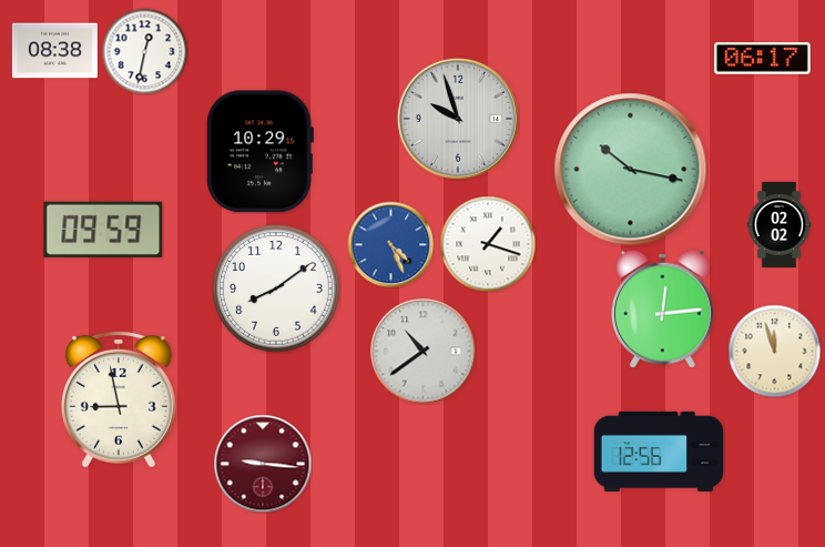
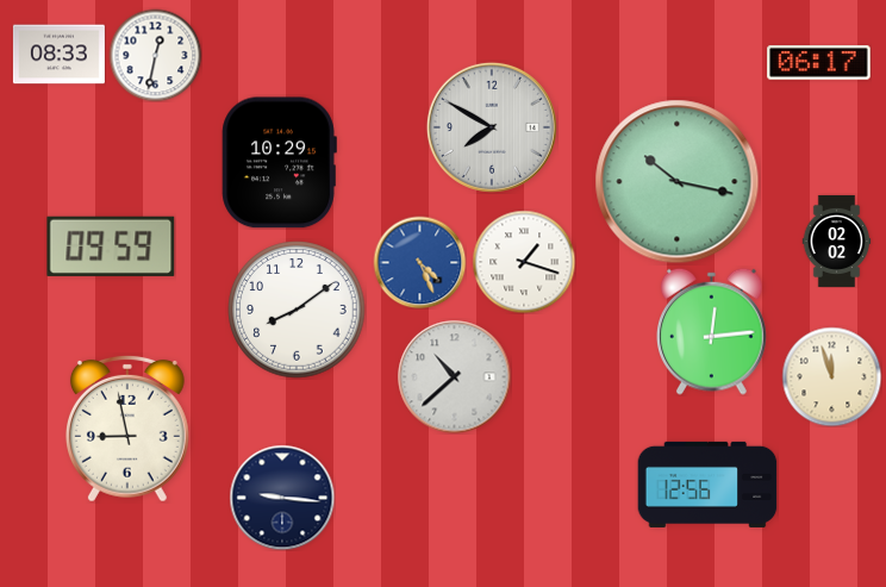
clock at (54, 51): 08:38 -> 08:33
clock at (458, 119): 9:57 -> 7:50
clock at (422, 351): 10:39 -> 10:38
clock at (263, 464) dial: burgundy -> navy
